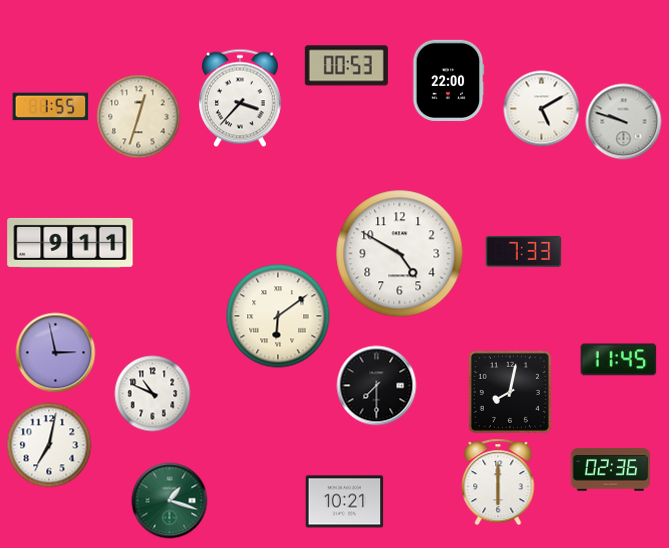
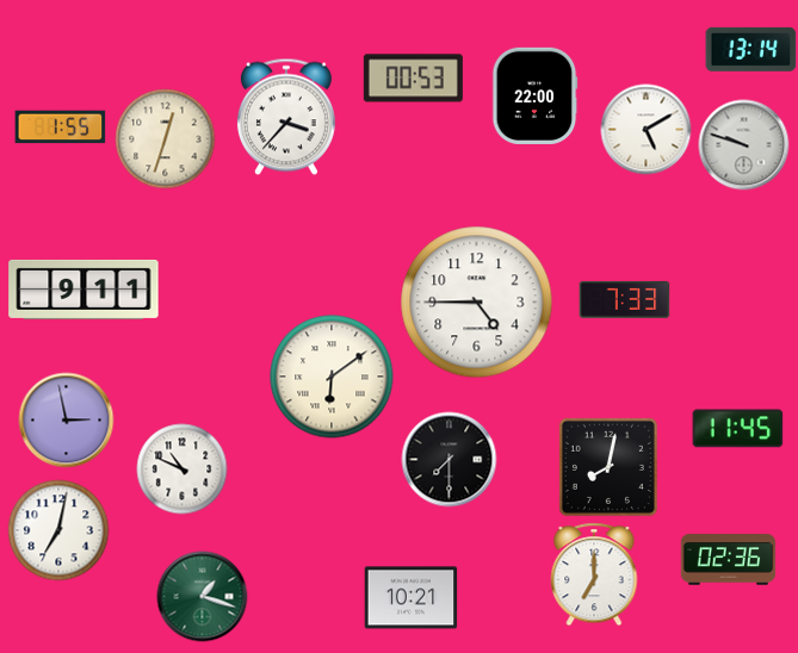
clock at (751, 49): none -> 13:14
clock at (400, 254): 4:50 -> 4:45
clock at (498, 482): 6:00 -> 7:00
